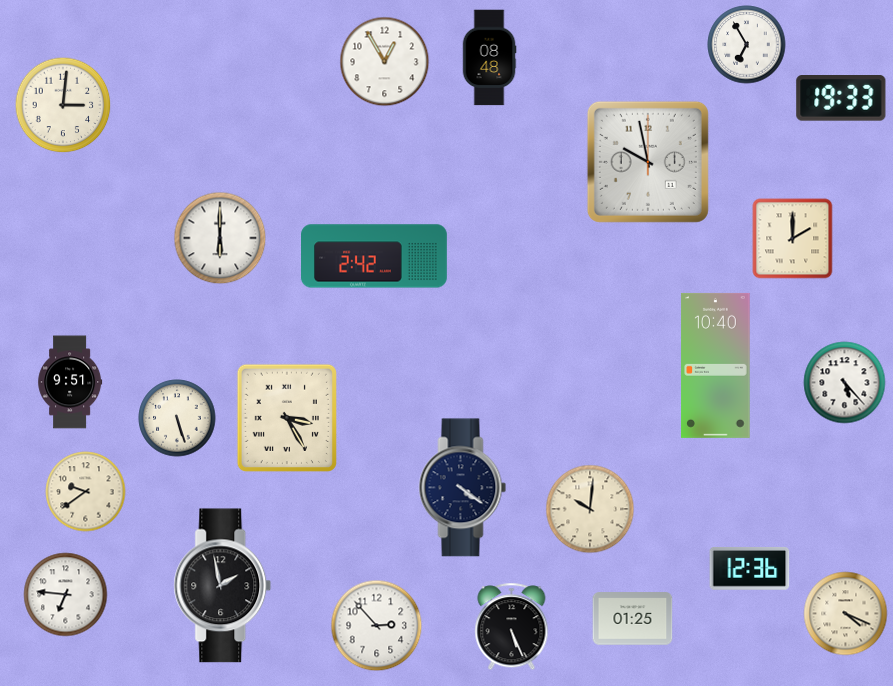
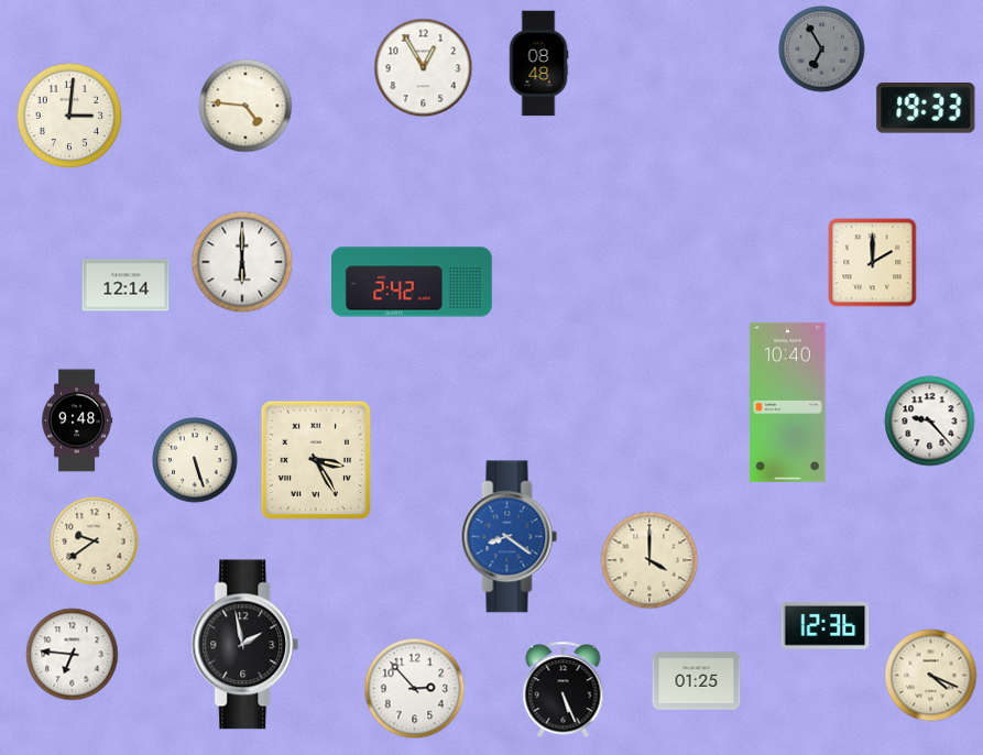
clock at (747, 45) dial: white -> grey
clock at (245, 106): none -> 4:46
clock at (648, 162): 9:58 -> none
clock at (125, 285): none -> 12:14
clock at (70, 382): 9:51 -> 9:48
clock at (845, 383): 5:23 -> 9:23
clock at (463, 488): 4:21 -> 8:21
clock at (463, 488) dial: navy -> blue
clock at (590, 509): 10:01 -> 4:00
